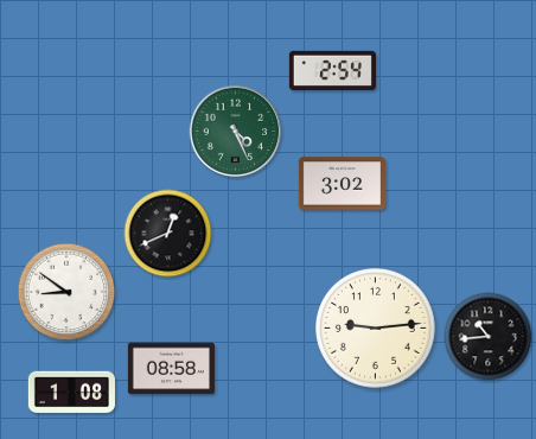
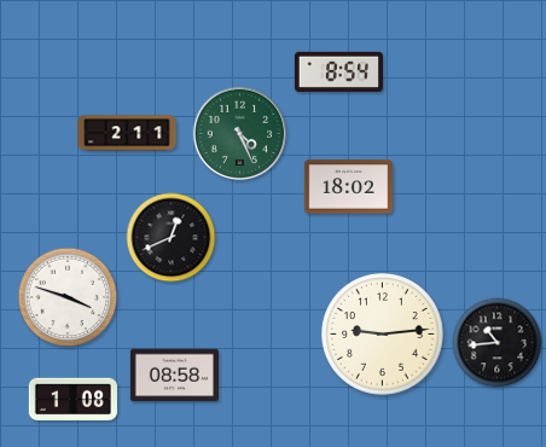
clock at (332, 70): 2:54 -> 8:54
clock at (127, 133): none -> 2:11
clock at (342, 184): 3:02 -> 18:02
clock at (66, 292): 8:51 -> 3:48
